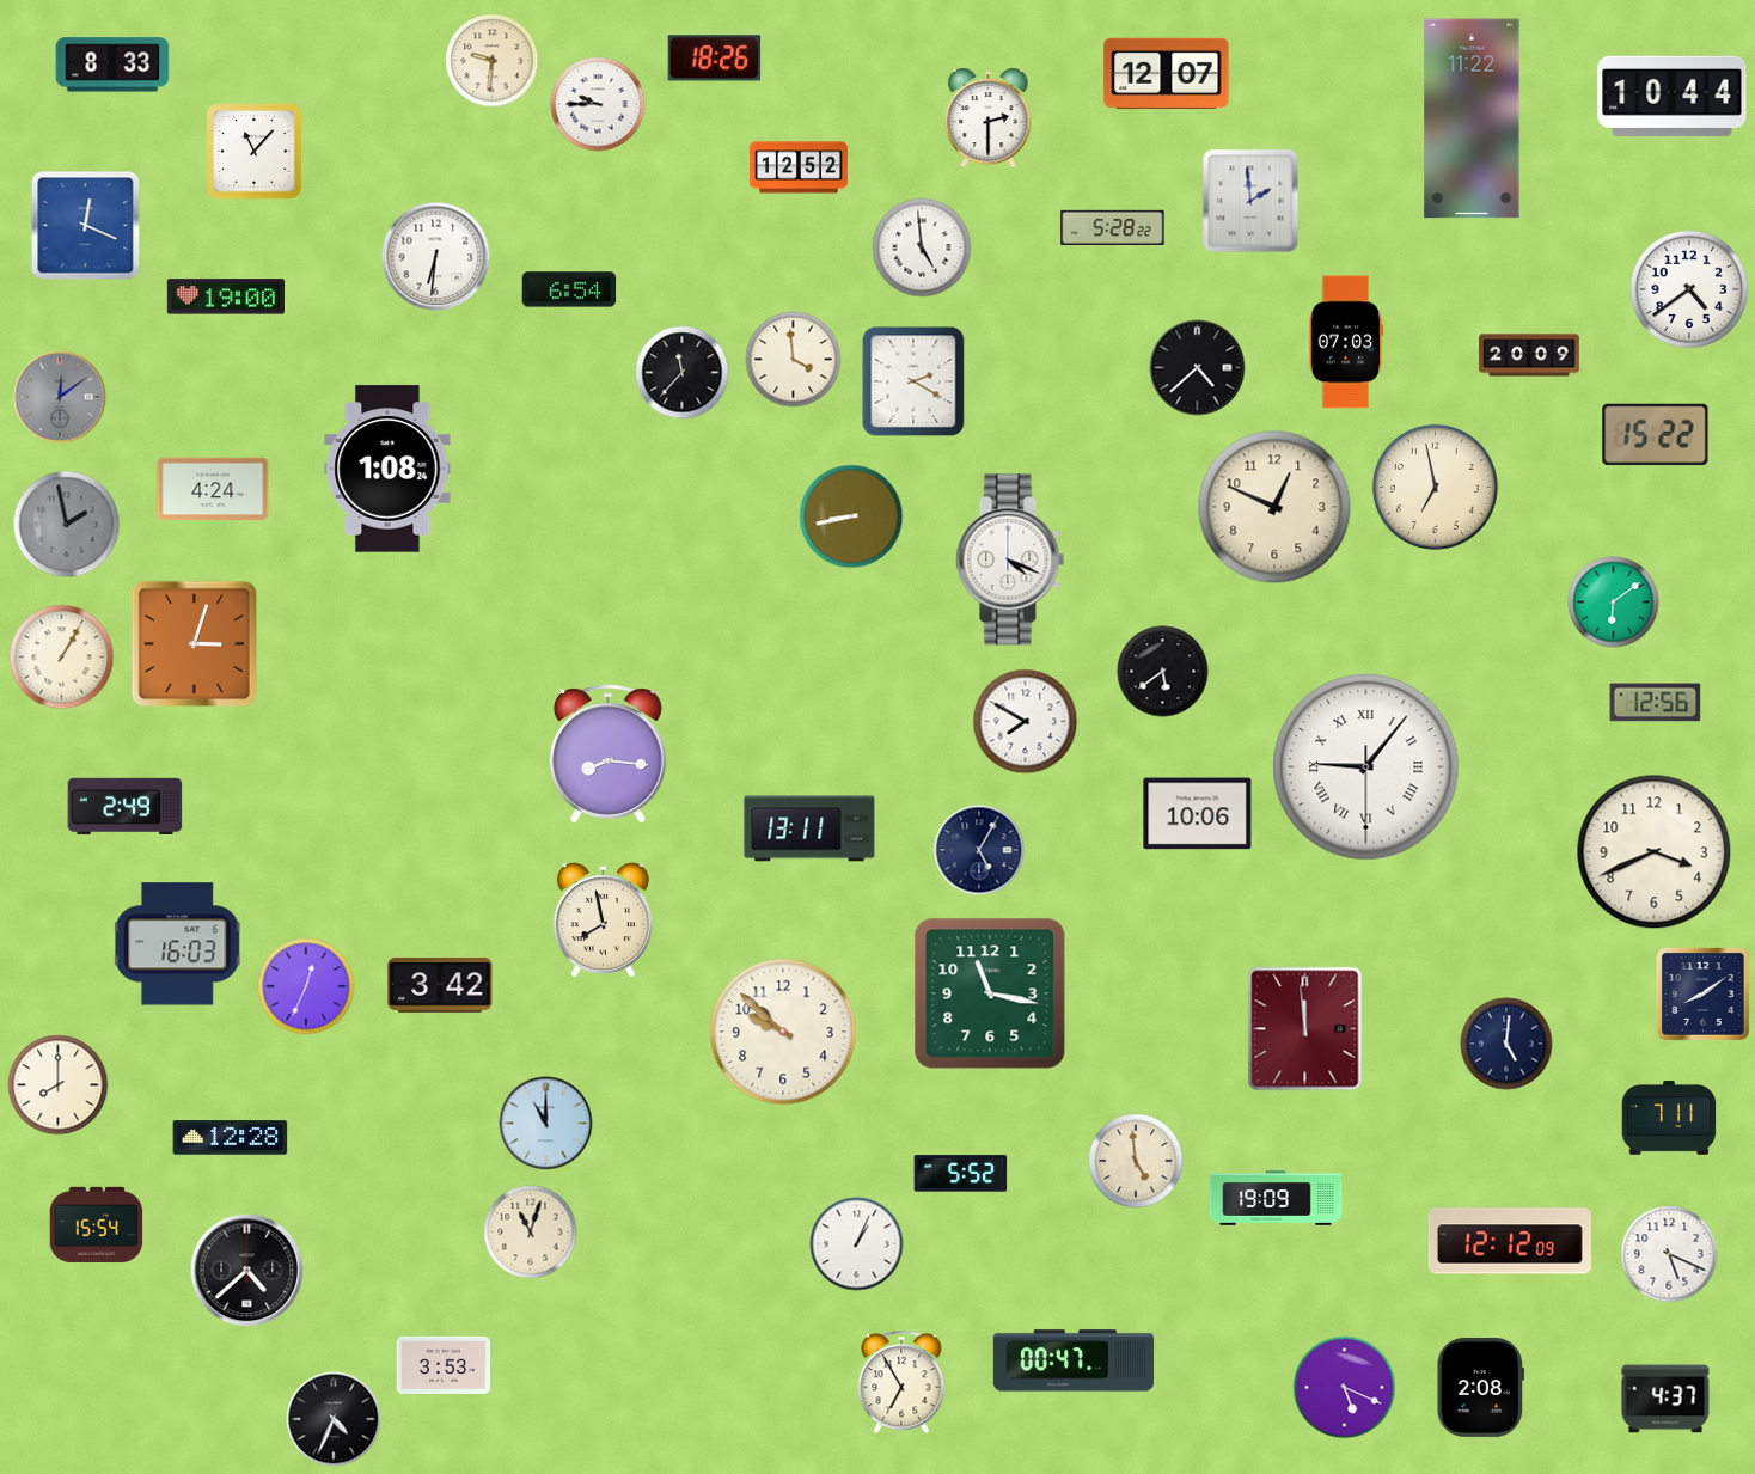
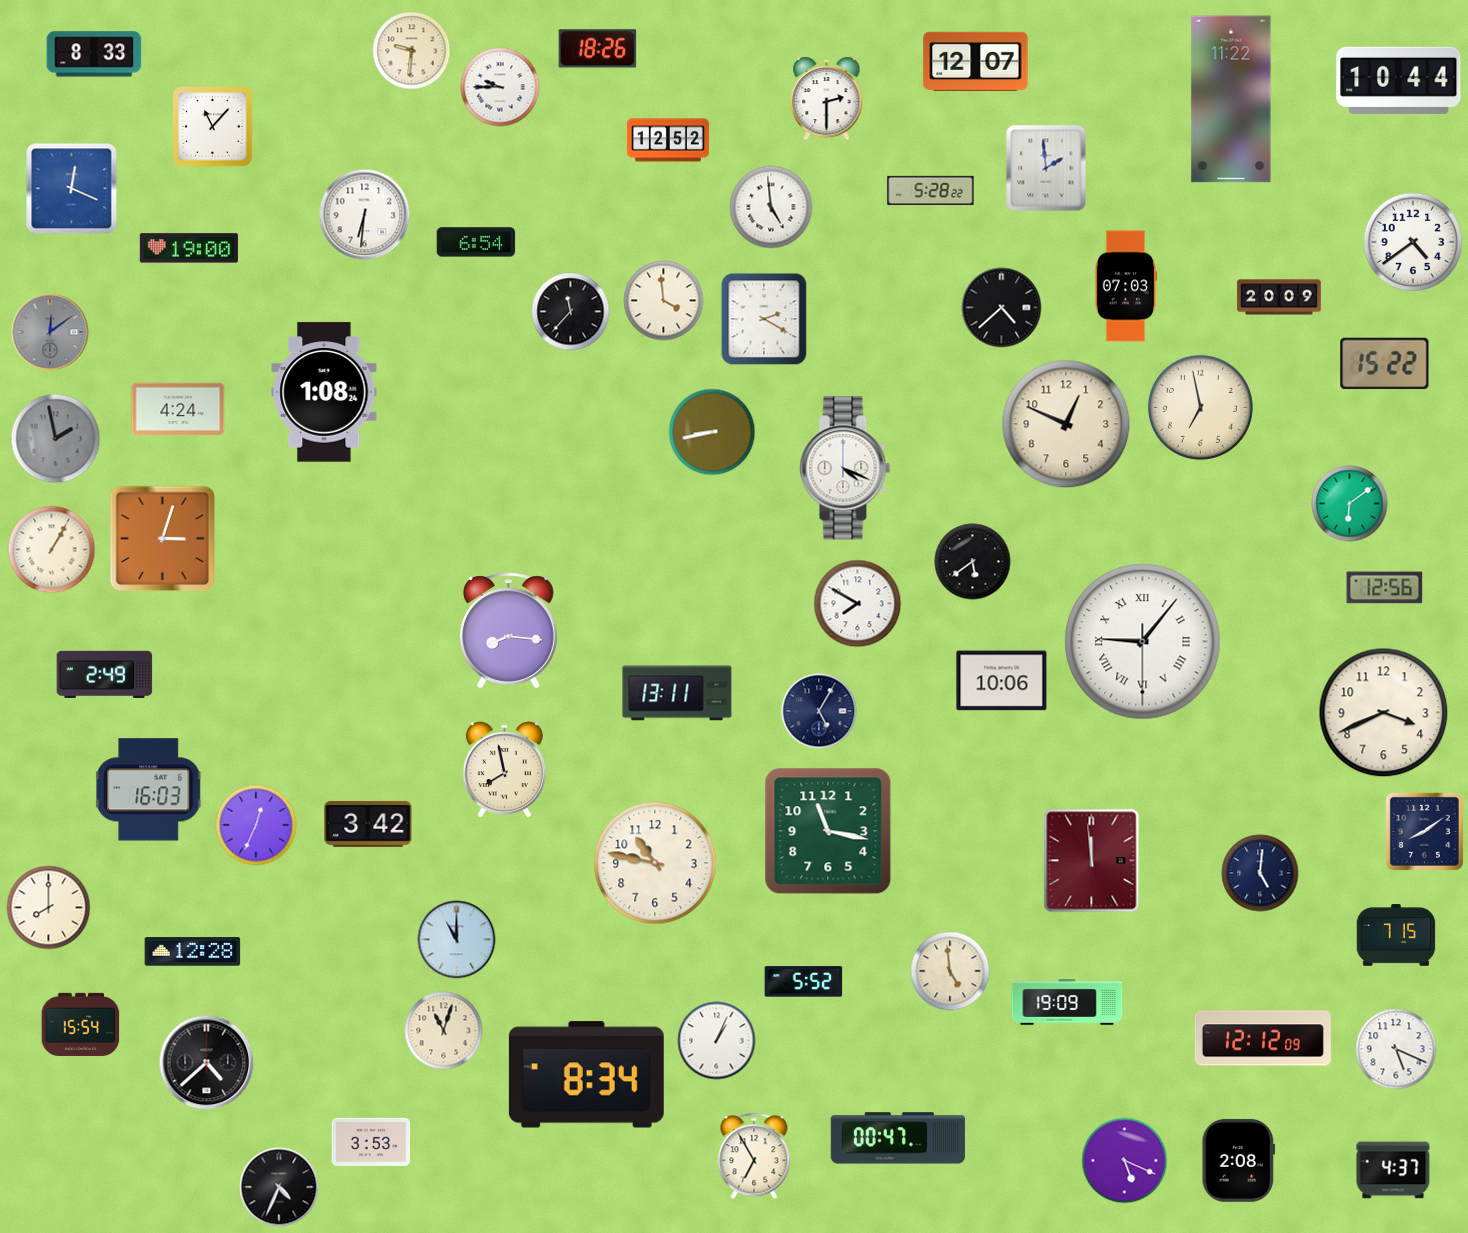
clock at (783, 1032): 9:52 -> 10:47
clock at (1669, 1118): 7:11 -> 7:15
clock at (586, 1075): none -> 8:34
